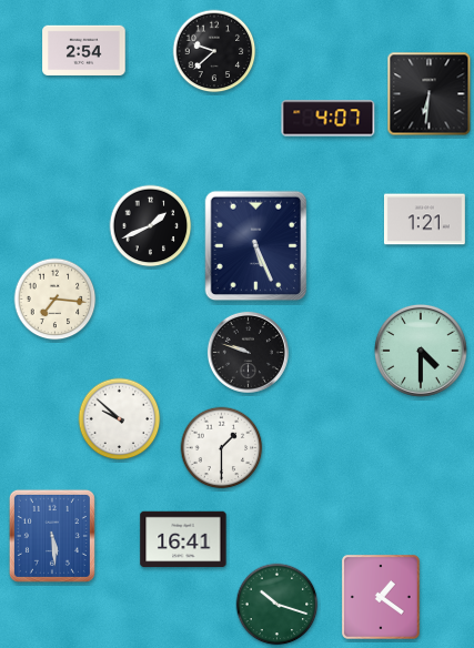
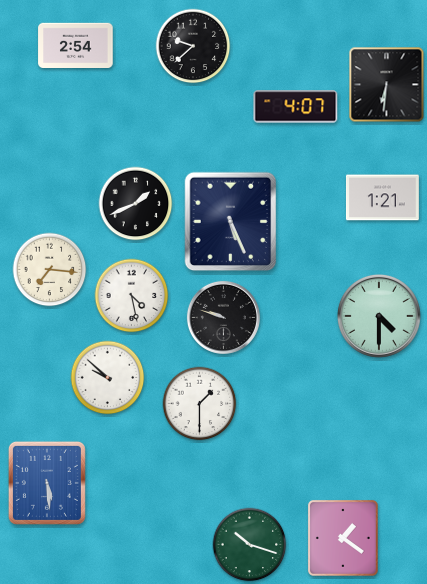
clock at (132, 296): none -> 4:28
clock at (183, 539): 16:41 -> none
